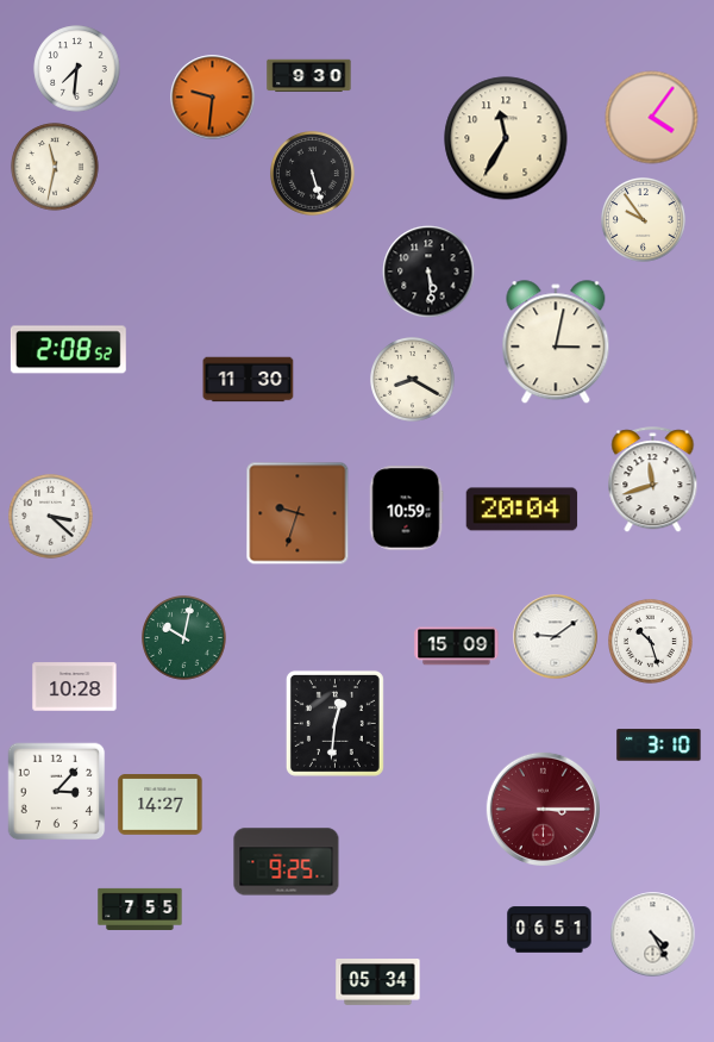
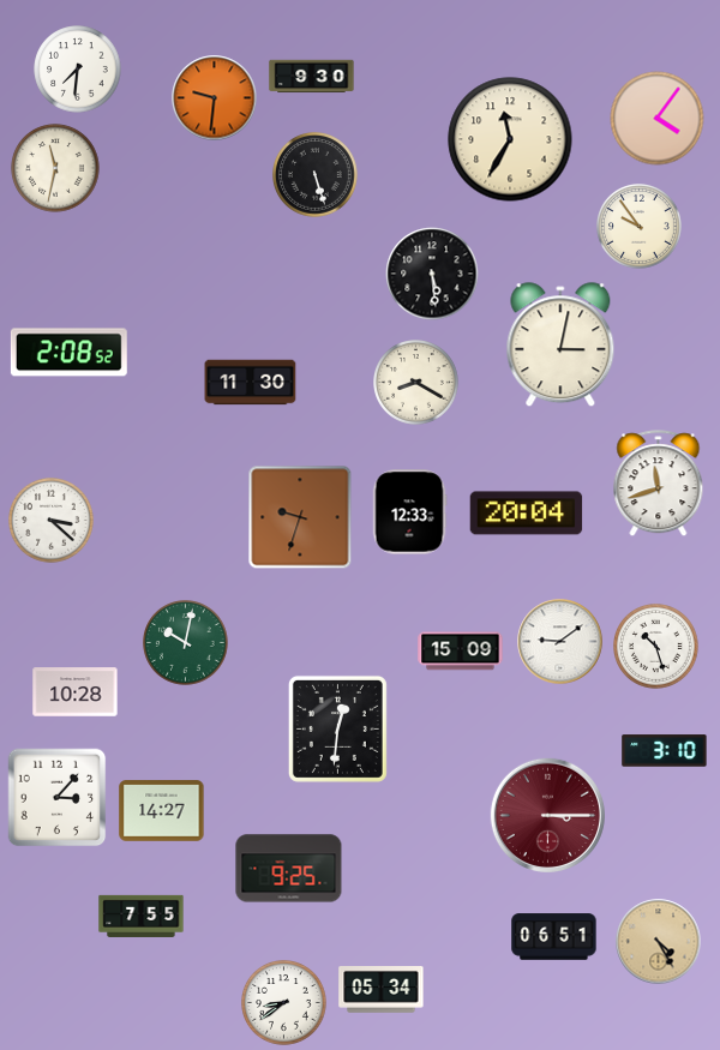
clock at (644, 220) position: (644, 220) -> (640, 227)
clock at (406, 508): 10:59 -> 12:33
clock at (653, 935) dial: white -> champagne
clock at (284, 1003): none -> 8:39
